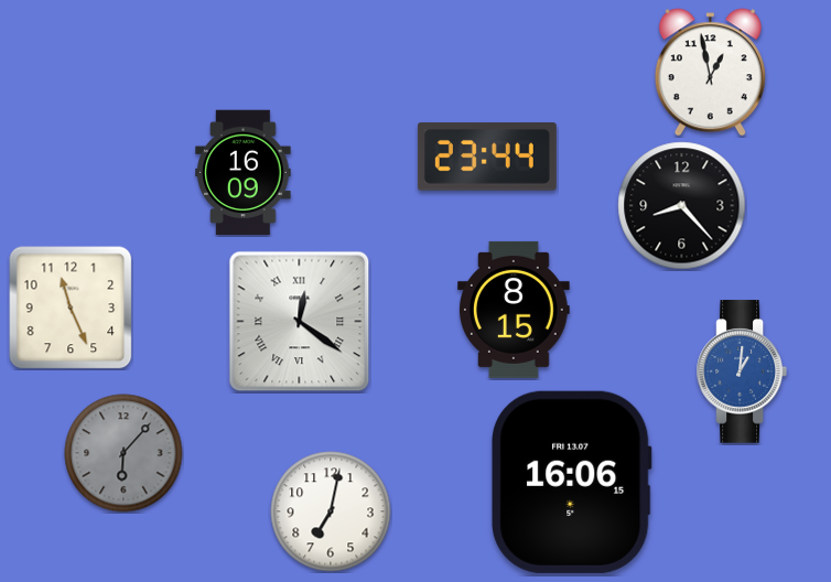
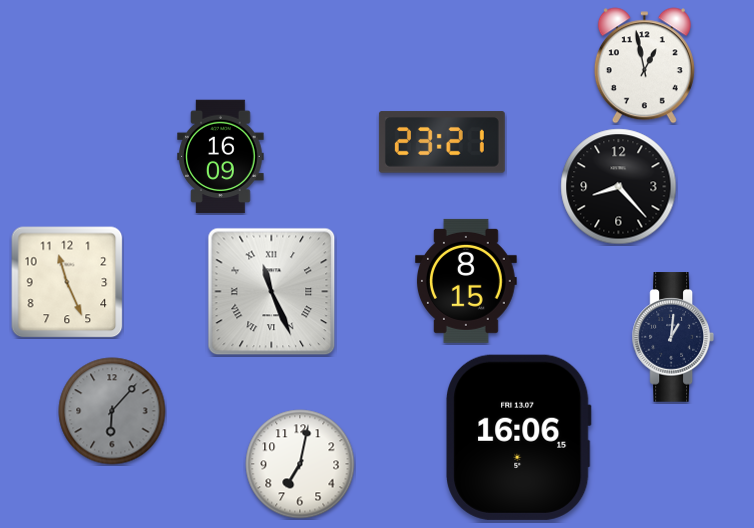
clock at (487, 157): 23:44 -> 23:21
clock at (71, 308) position: (71, 308) -> (67, 282)
clock at (300, 322): 12:21 -> 11:26
clock at (741, 371) dial: blue -> navy
